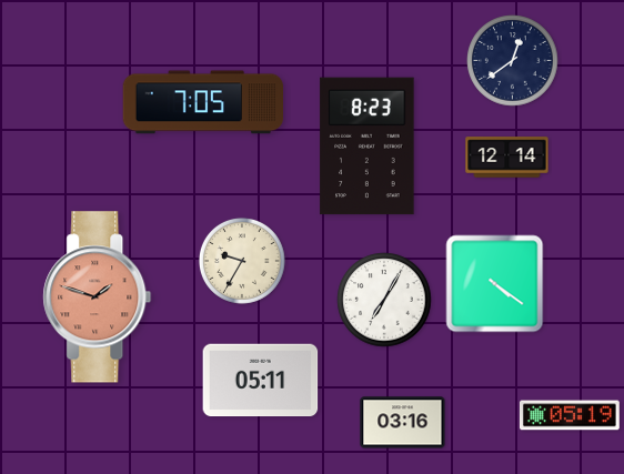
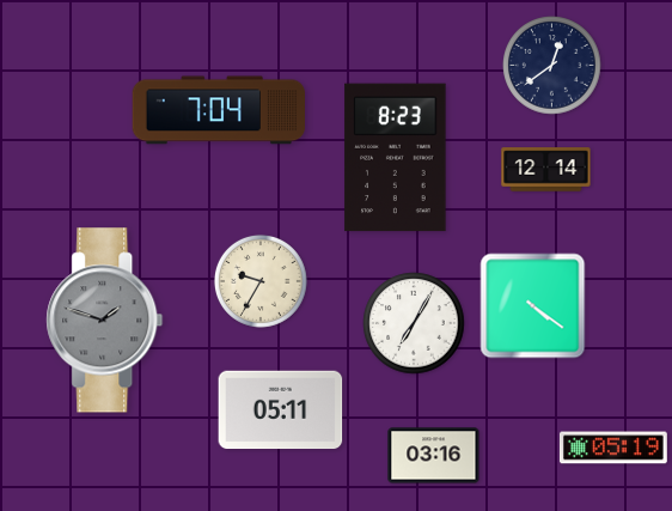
clock at (202, 102): 7:05 -> 7:04
clock at (98, 297) dial: salmon -> grey
